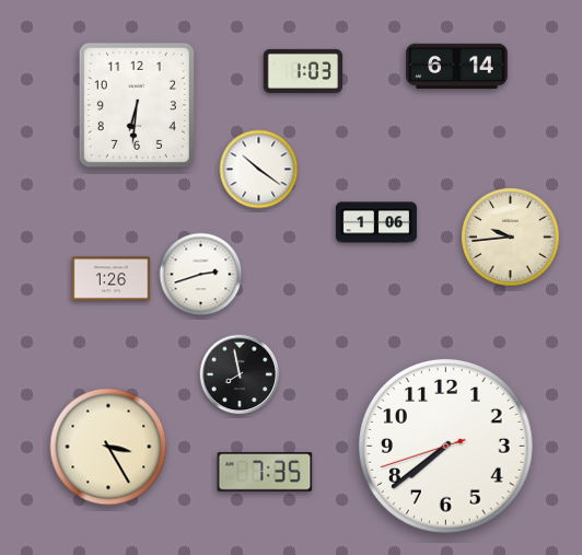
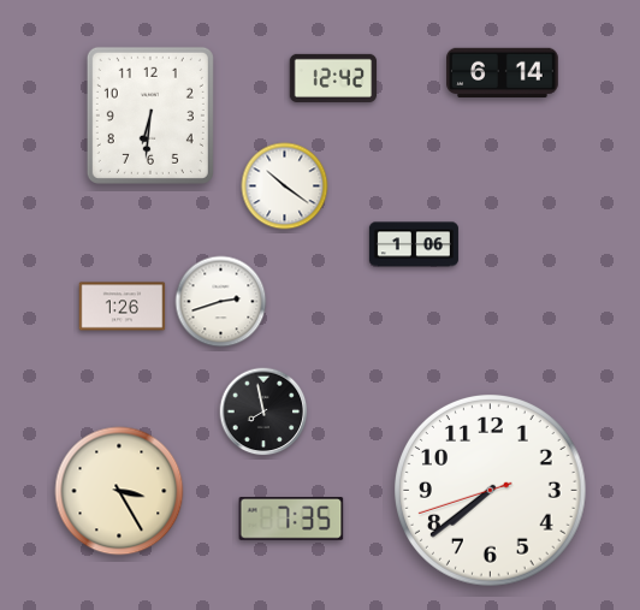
clock at (303, 71): 1:03 -> 12:42
clock at (511, 238): 9:44 -> none
